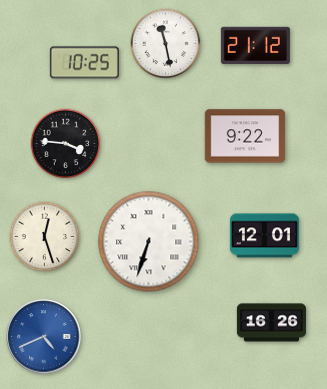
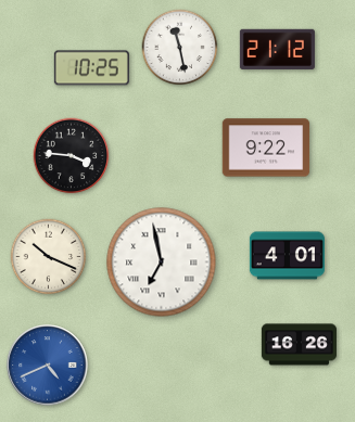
clock at (264, 236): 12:01 -> 4:01
clock at (45, 237): 12:27 -> 10:19
clock at (149, 242): 6:33 -> 6:58
clock at (271, 323) position: (271, 323) -> (299, 345)
